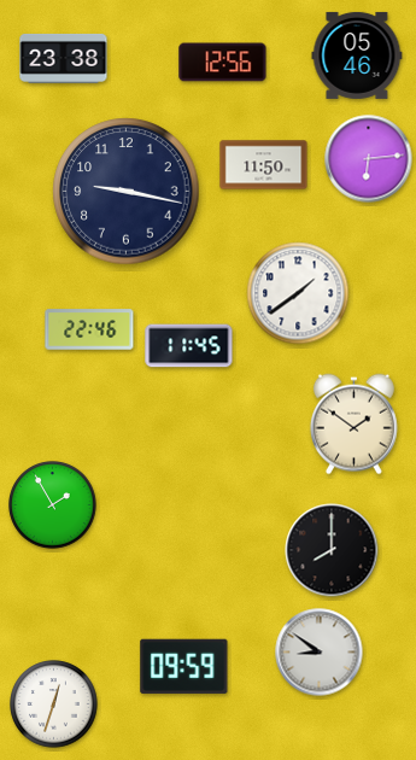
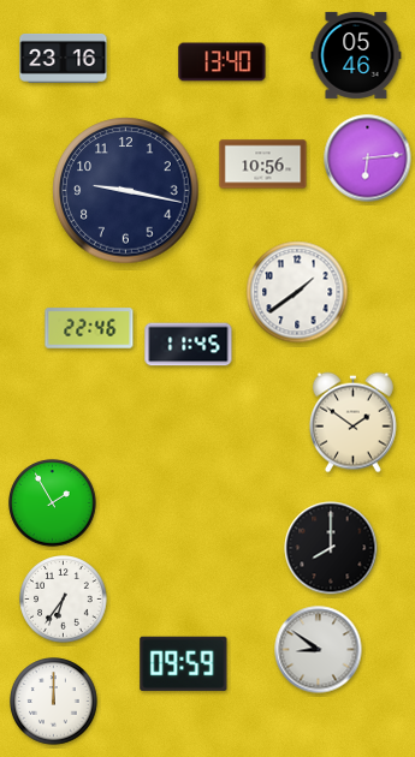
clock at (64, 58): 23:38 -> 23:16
clock at (223, 63): 12:56 -> 13:40
clock at (264, 165): 11:50 -> 10:56
clock at (64, 600): none -> 6:36
clock at (54, 705): 12:33 -> 12:00
